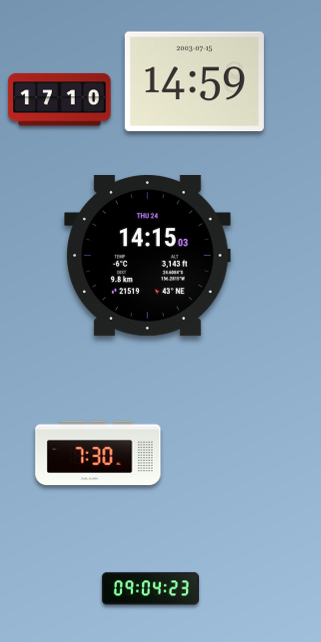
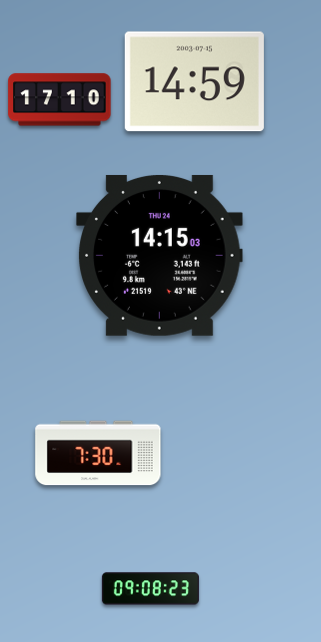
clock at (148, 255) position: (148, 255) -> (160, 255)
clock at (150, 589): 09:04 -> 09:08
